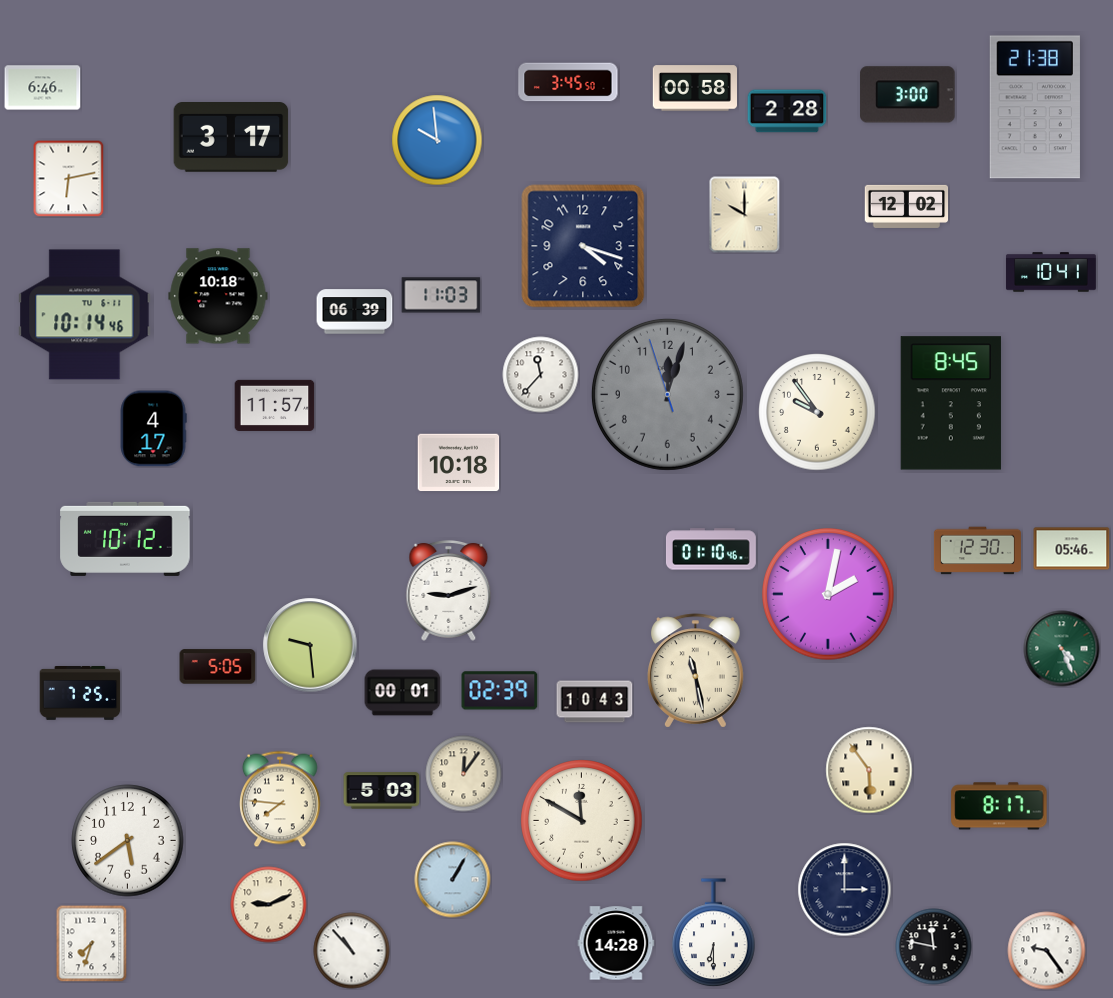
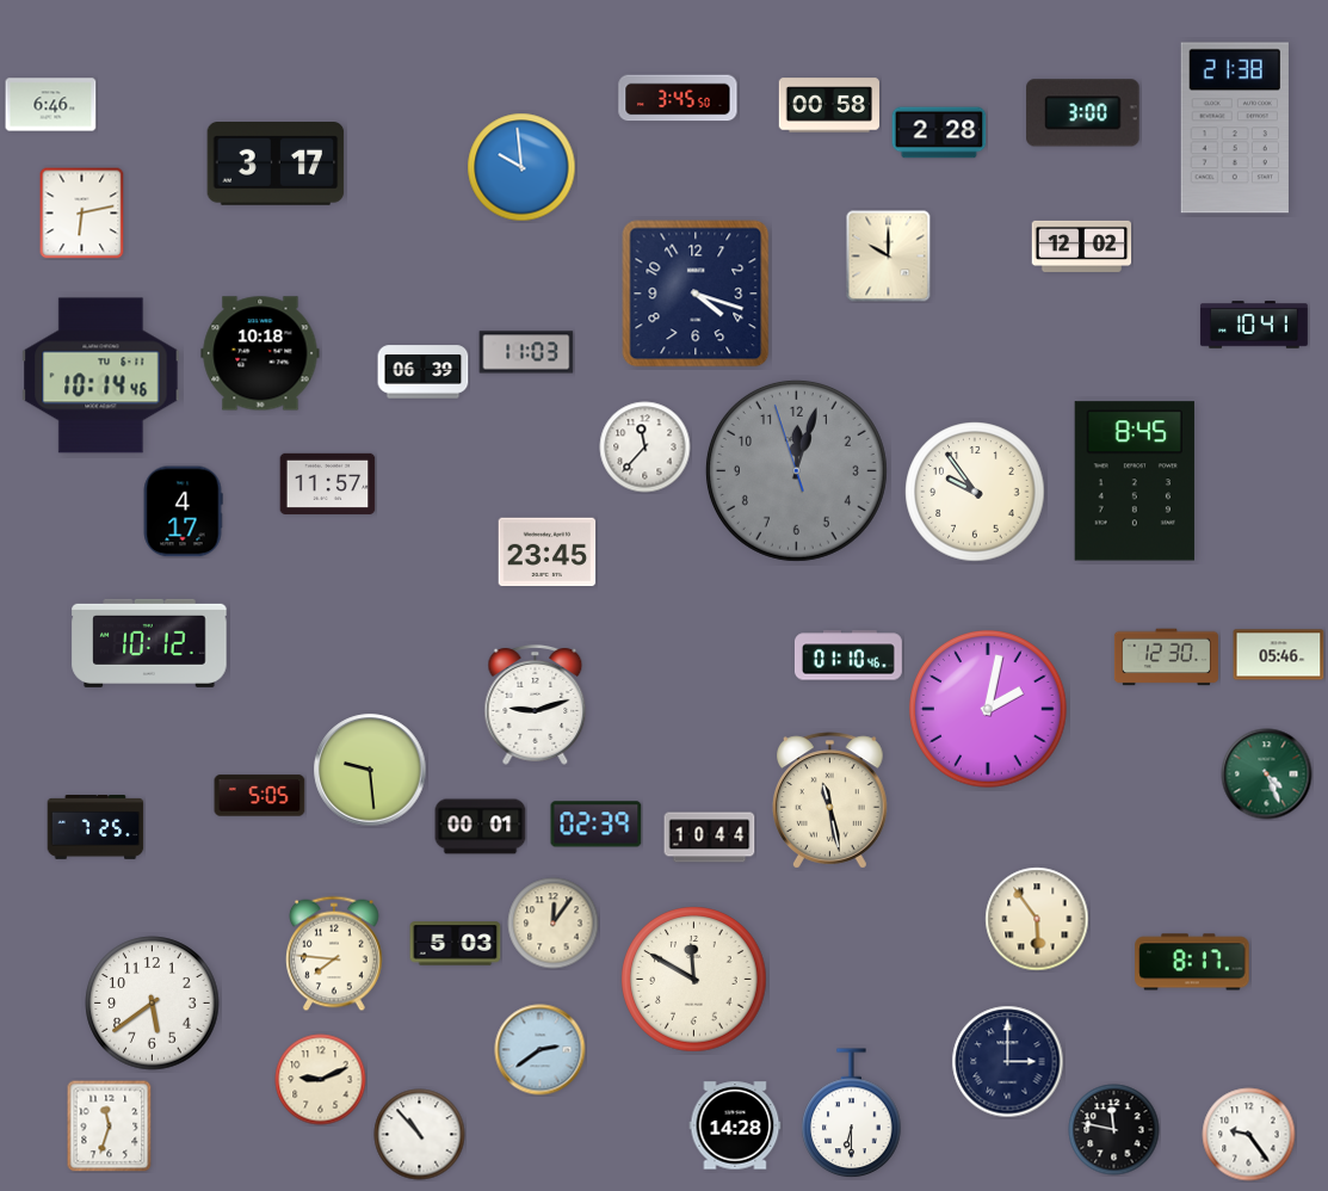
clock at (459, 463): 10:18 -> 23:45
clock at (595, 702): 10:43 -> 10:44
clock at (453, 880): 1:05 -> 2:39
clock at (92, 943): 7:33 -> 11:33
